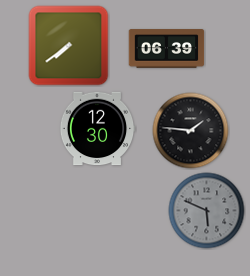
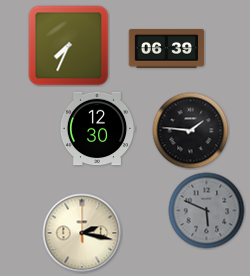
clock at (69, 46): 7:39 -> 7:34
clock at (82, 233): none -> 2:17
